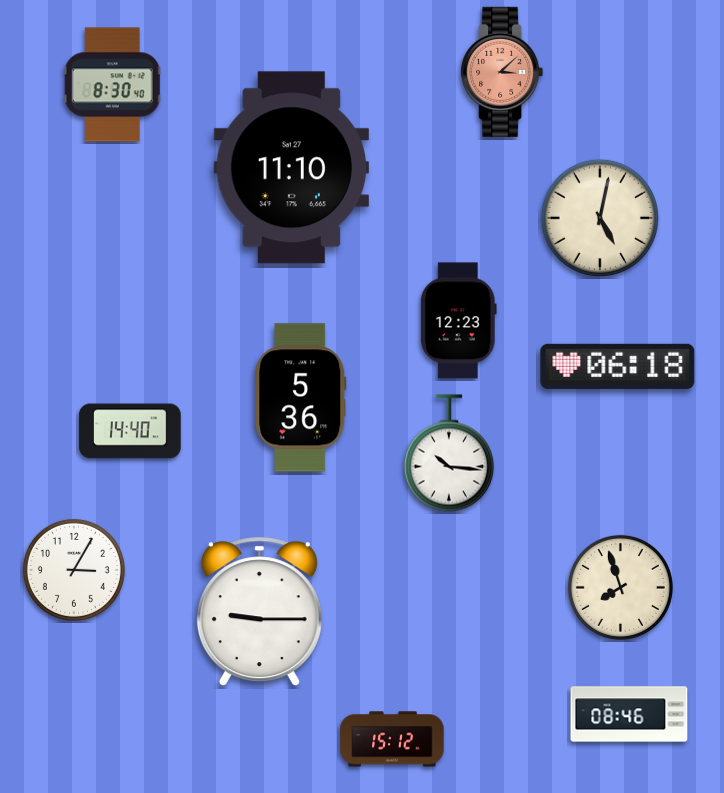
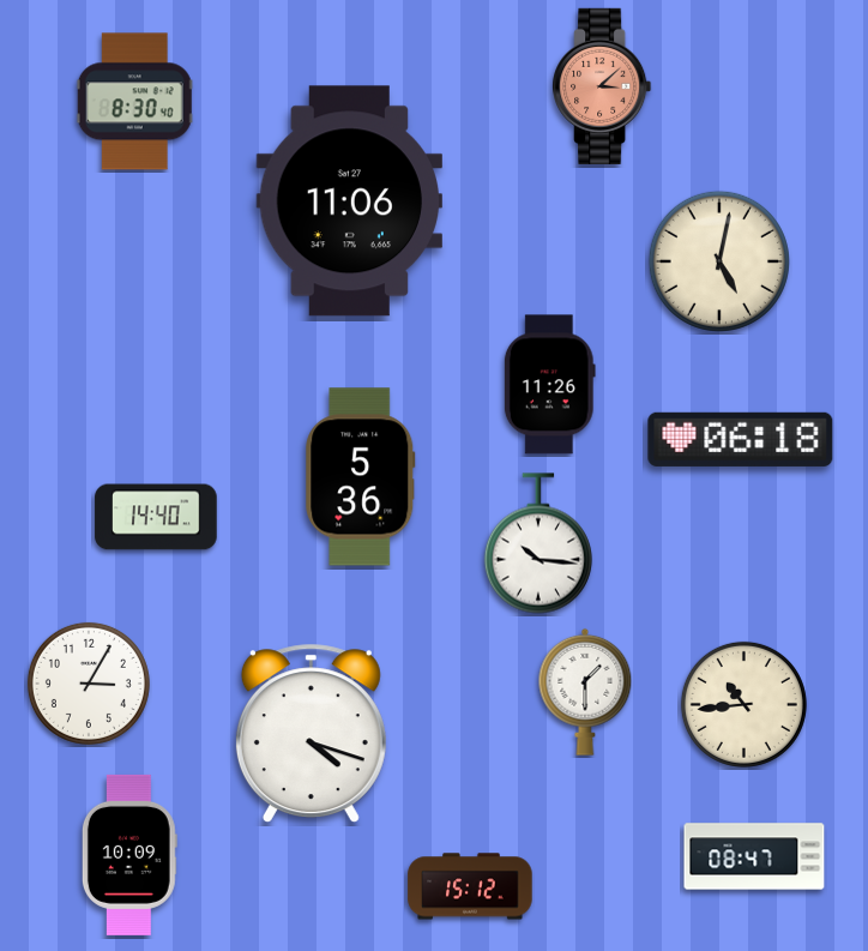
clock at (291, 168): 11:10 -> 11:06
clock at (458, 321): 12:23 -> 11:26
clock at (585, 692): none -> 1:30
clock at (620, 587): 7:57 -> 10:44
clock at (259, 612): 9:15 -> 4:18
clock at (129, 855): none -> 10:09
clock at (629, 714): 08:46 -> 08:47
